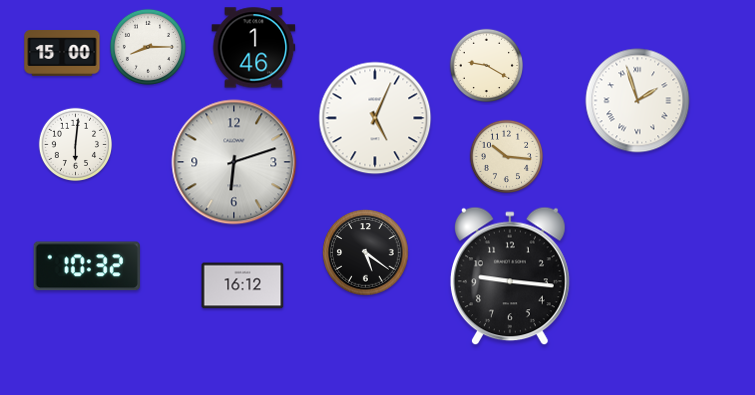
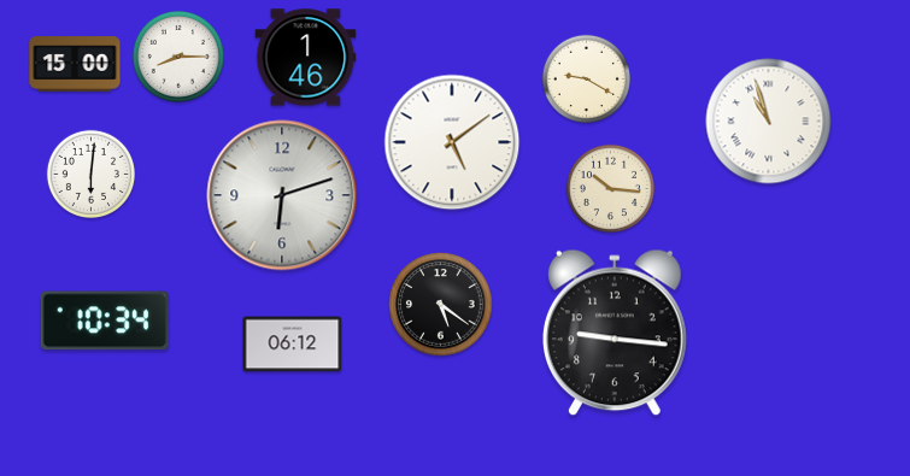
clock at (638, 101): 1:57 -> 10:57
clock at (375, 118): 5:04 -> 5:09
clock at (87, 266): 10:32 -> 10:34
clock at (243, 286): 16:12 -> 06:12
